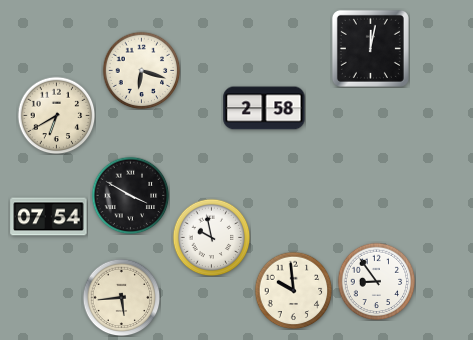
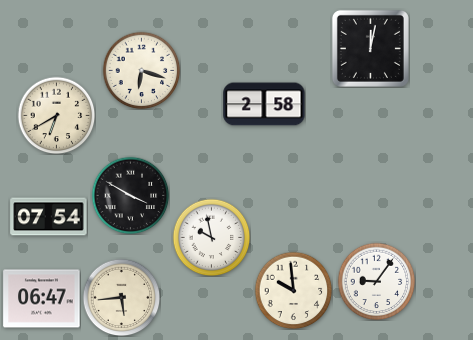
clock at (264, 108) position: (264, 108) -> (264, 104)
clock at (376, 281): 8:54 -> 9:06
clock at (42, 299): none -> 06:47
